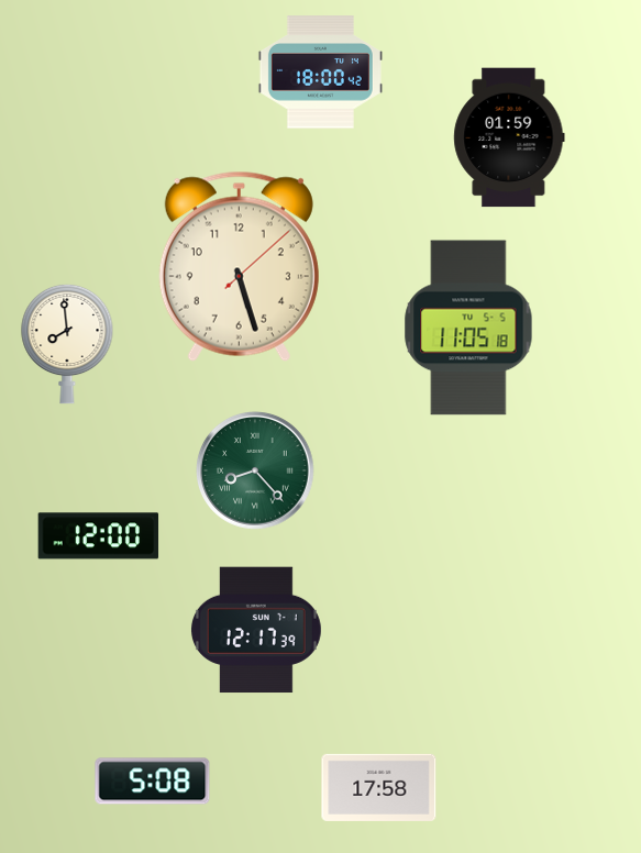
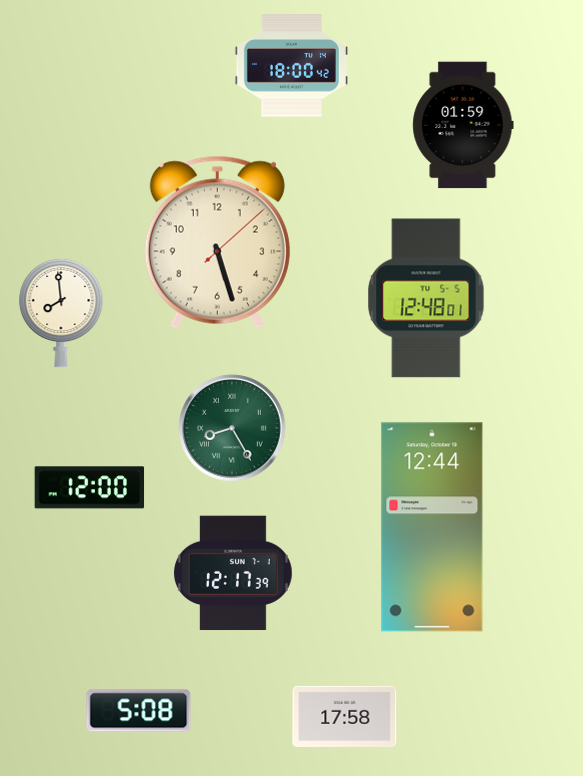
clock at (468, 328): 11:05 -> 12:48
clock at (256, 472): 8:23 -> 8:25
clock at (432, 527): none -> 12:44
